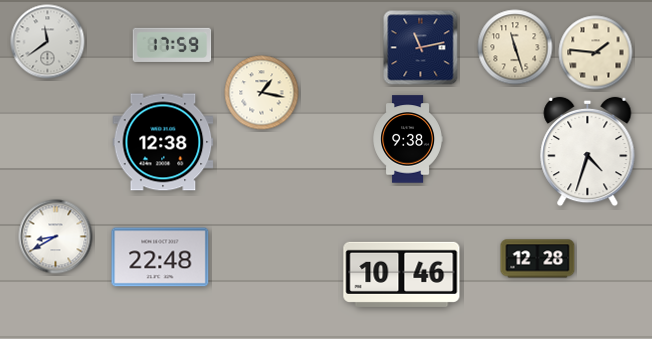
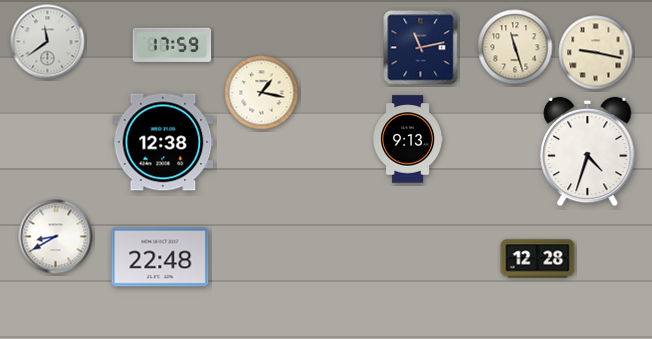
clock at (596, 53): 1:46 -> 9:17
clock at (408, 139): 9:38 -> 9:13
clock at (402, 274): 10:46 -> none
